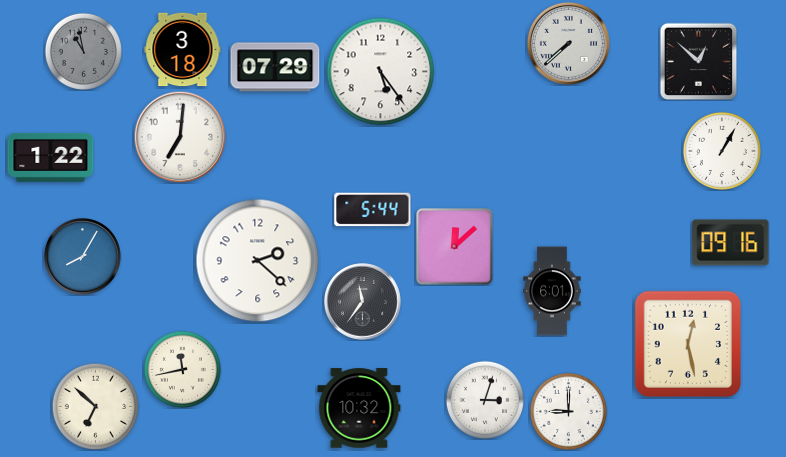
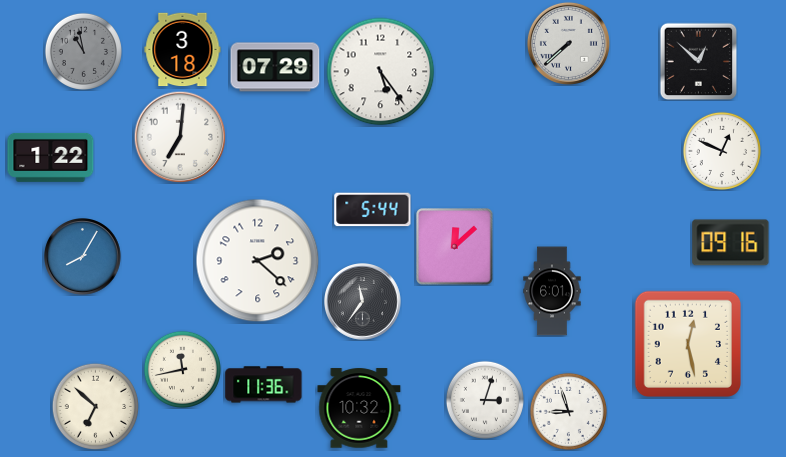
clock at (722, 151): 1:05 -> 12:49
clock at (264, 385): none -> 11:36
clock at (568, 411): 9:00 -> 8:57
